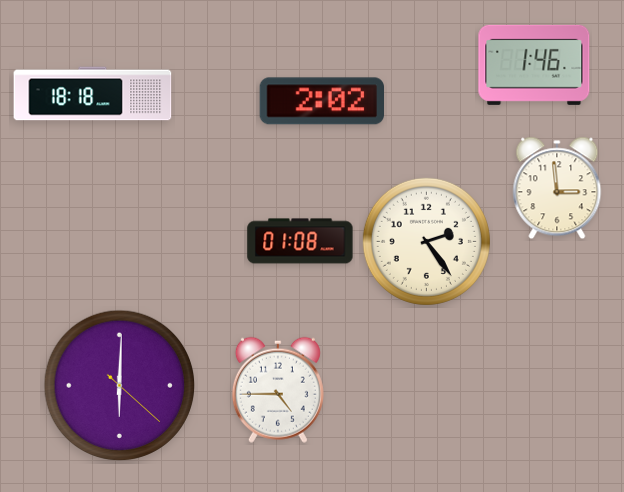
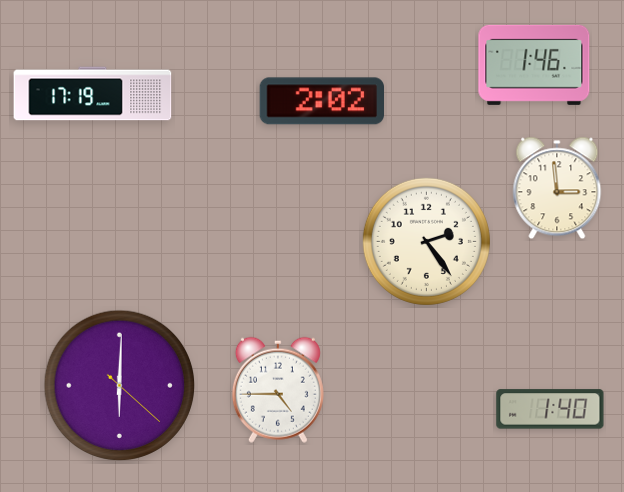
clock at (93, 94): 18:18 -> 17:19
clock at (300, 241): 01:08 -> none
clock at (550, 409): none -> 1:40
